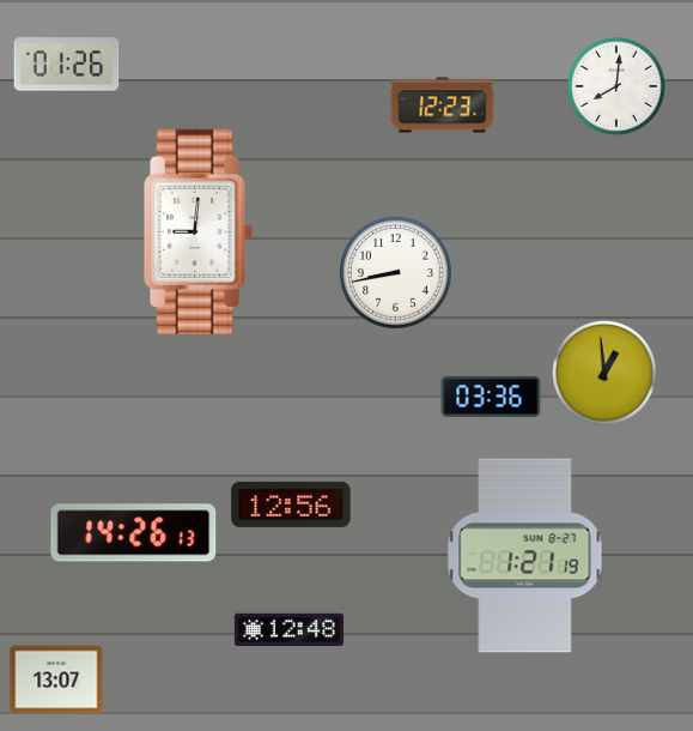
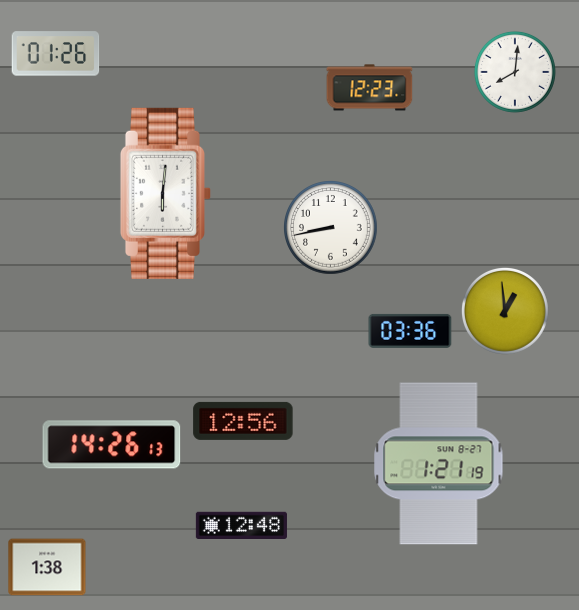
clock at (199, 231): 9:01 -> 6:01
clock at (56, 679): 13:07 -> 1:38
